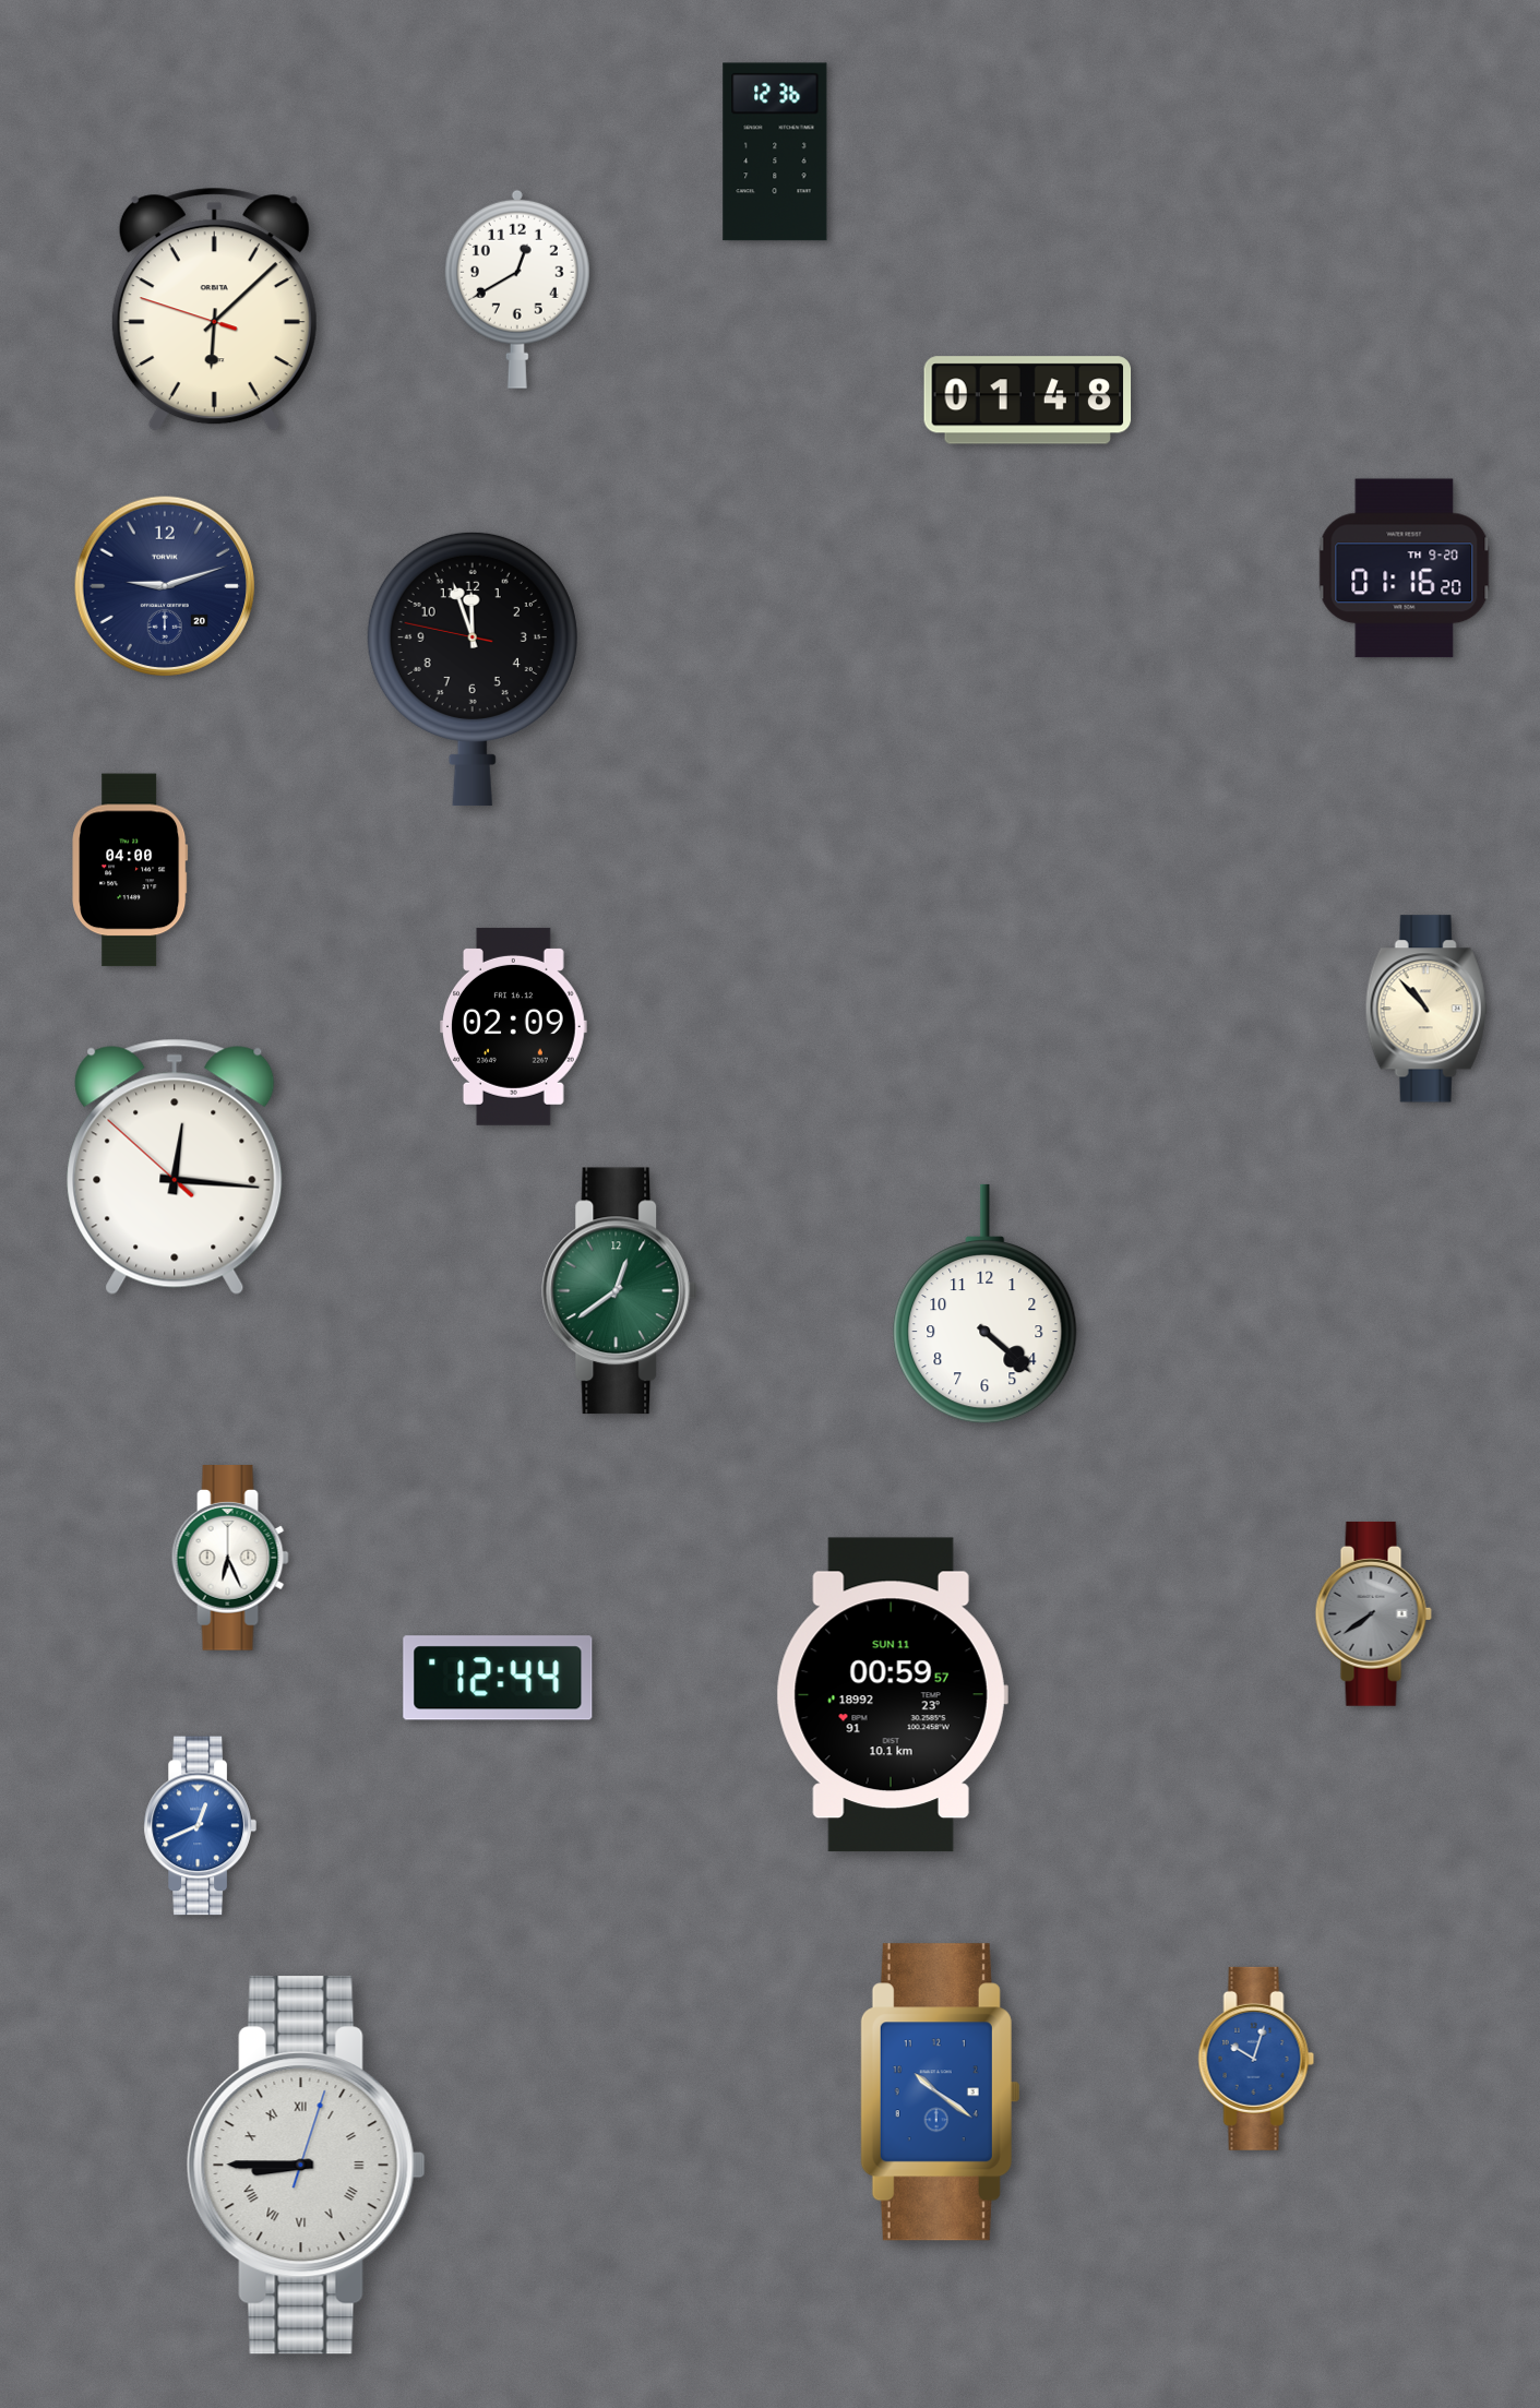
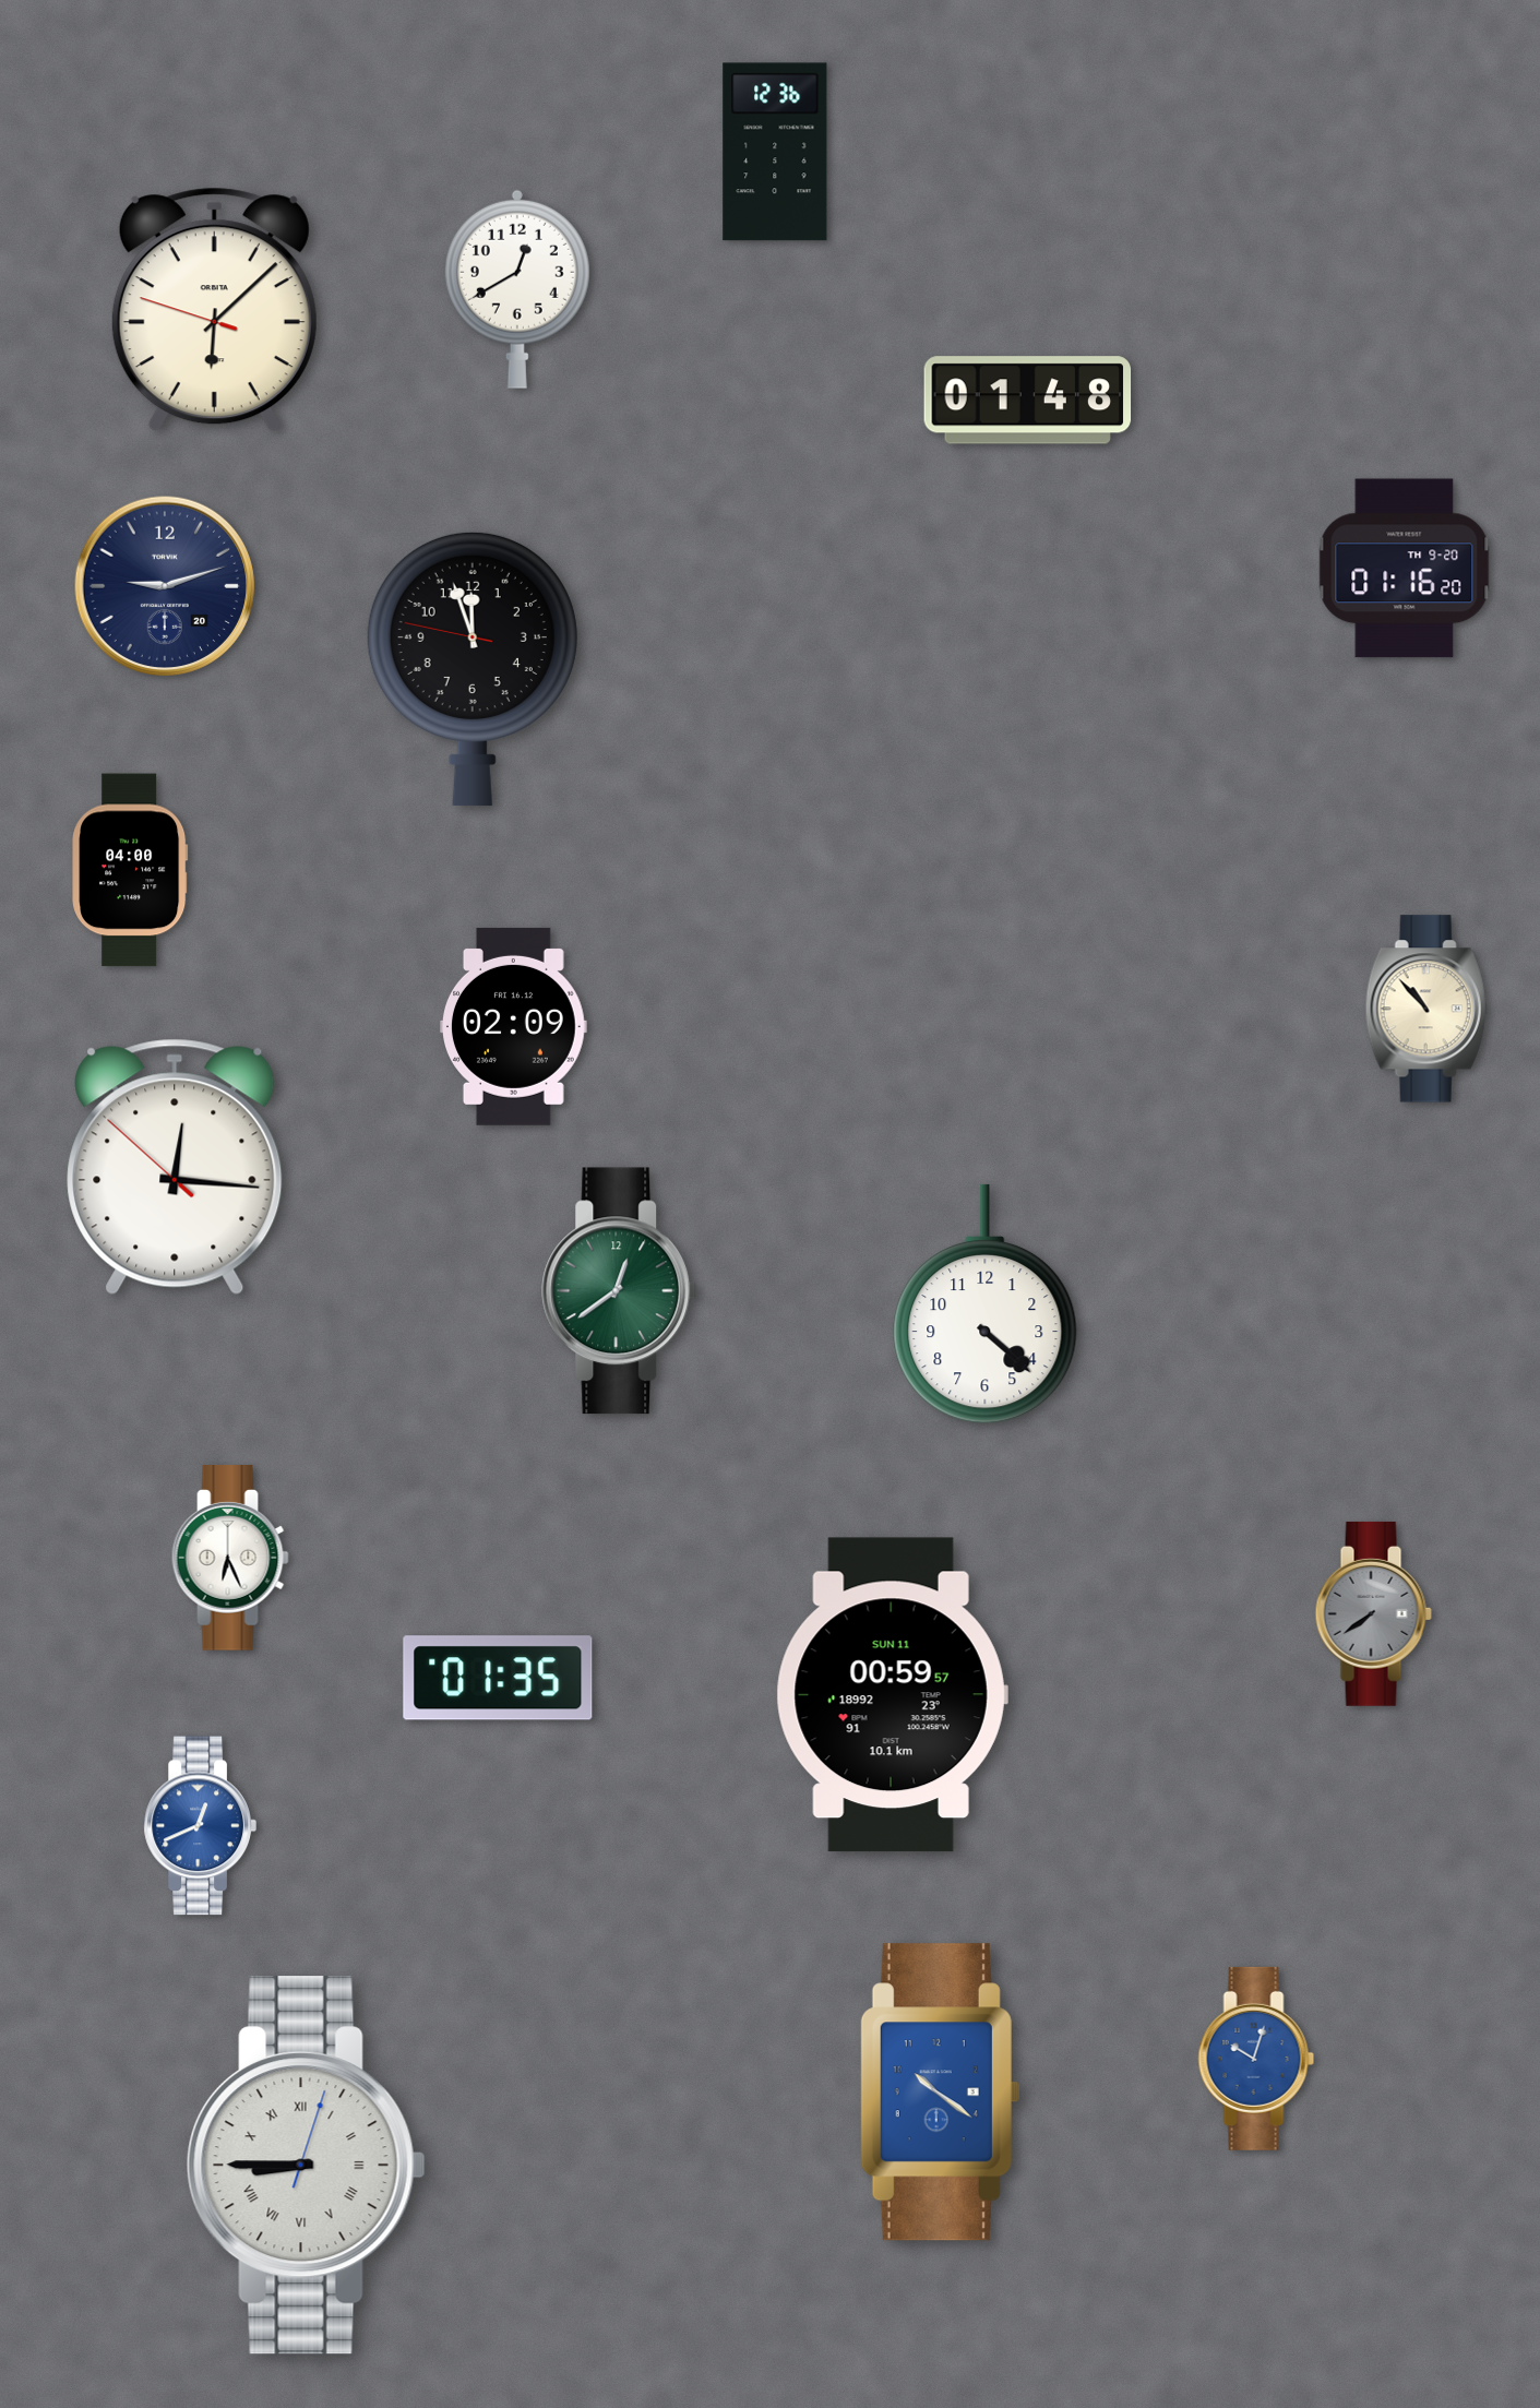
clock at (498, 1678): 12:44 -> 01:35
